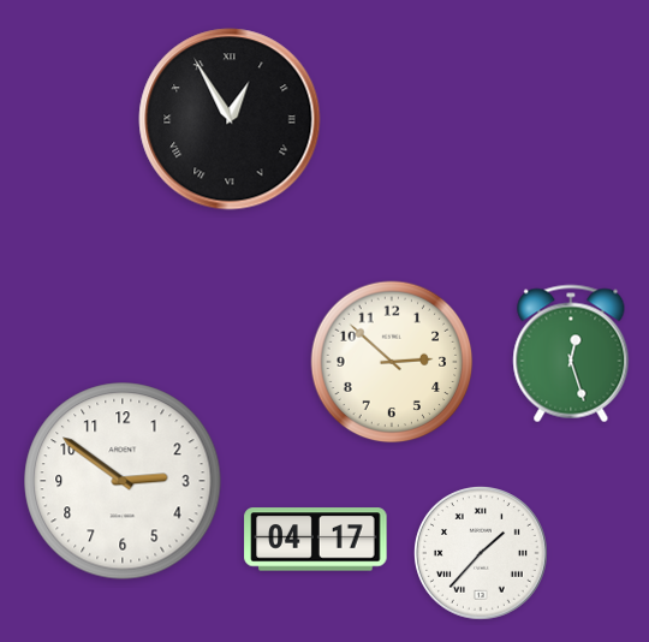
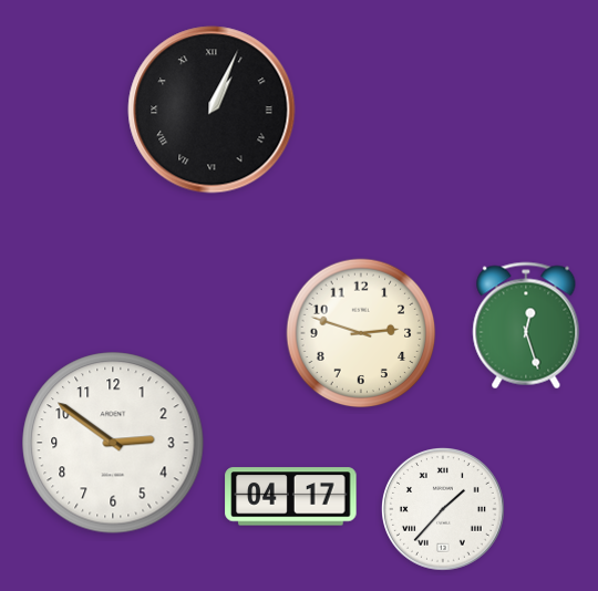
clock at (230, 119): 12:55 -> 1:04
clock at (392, 362): 2:52 -> 2:48
